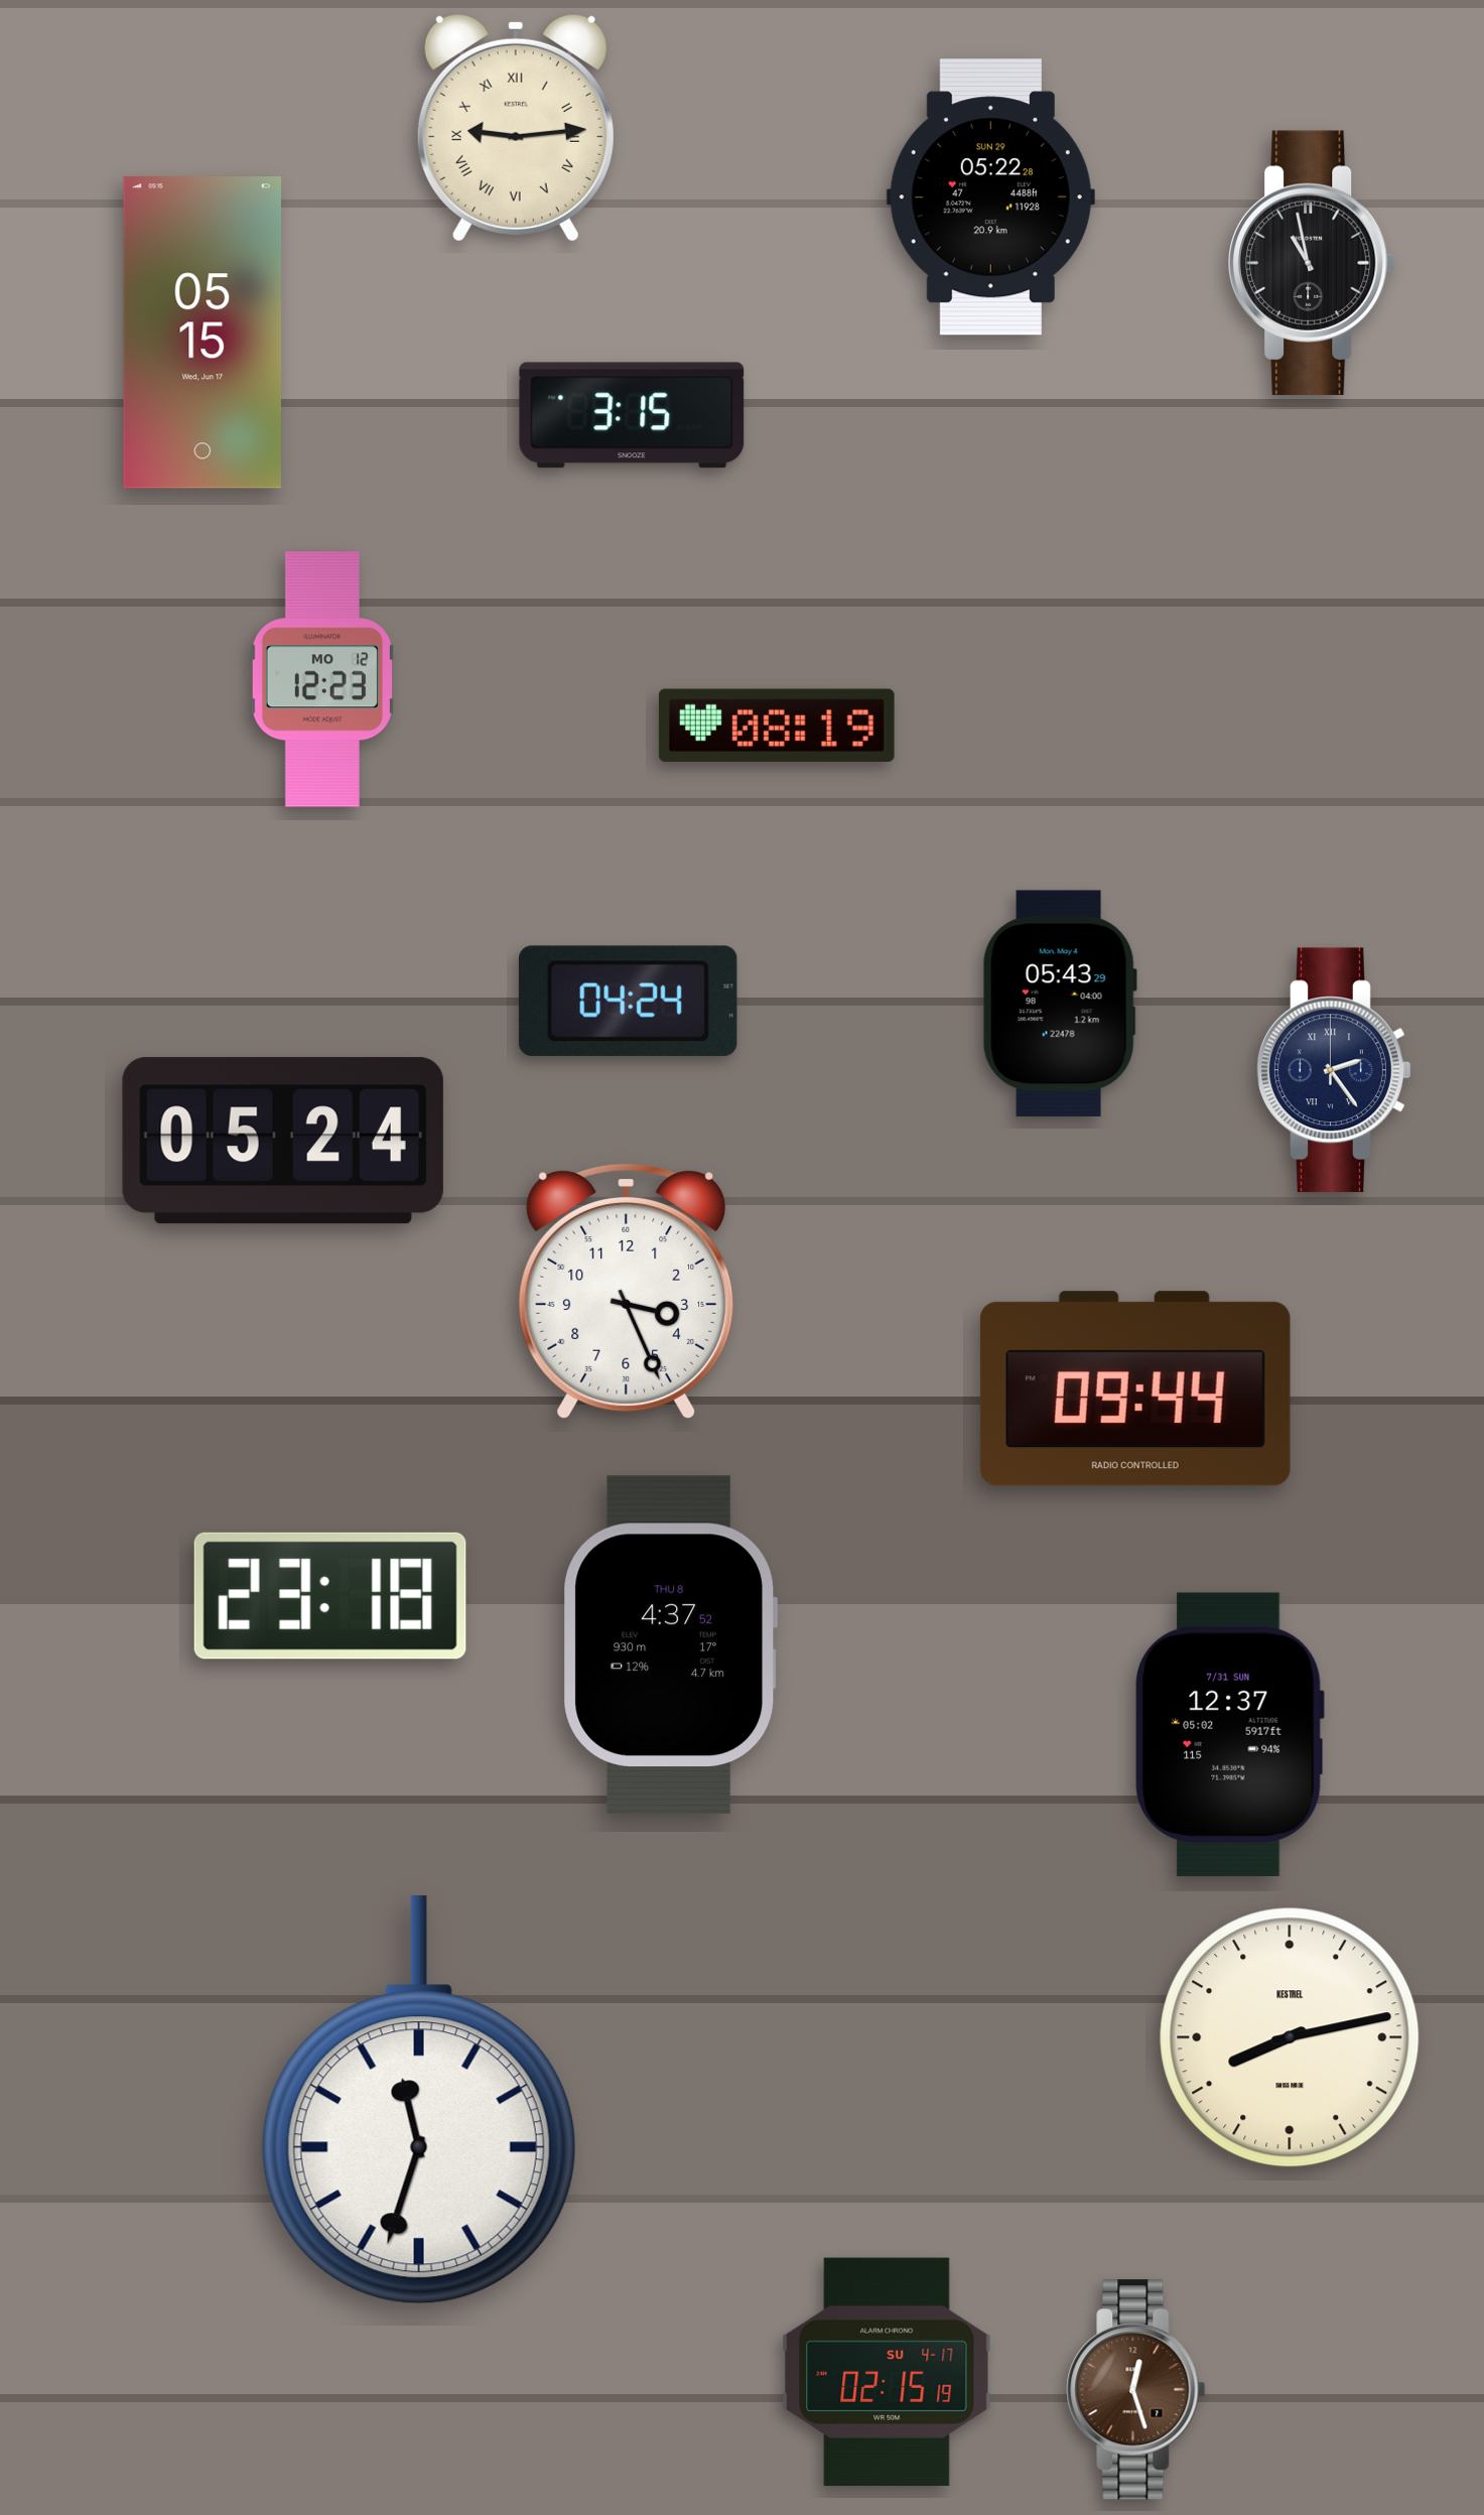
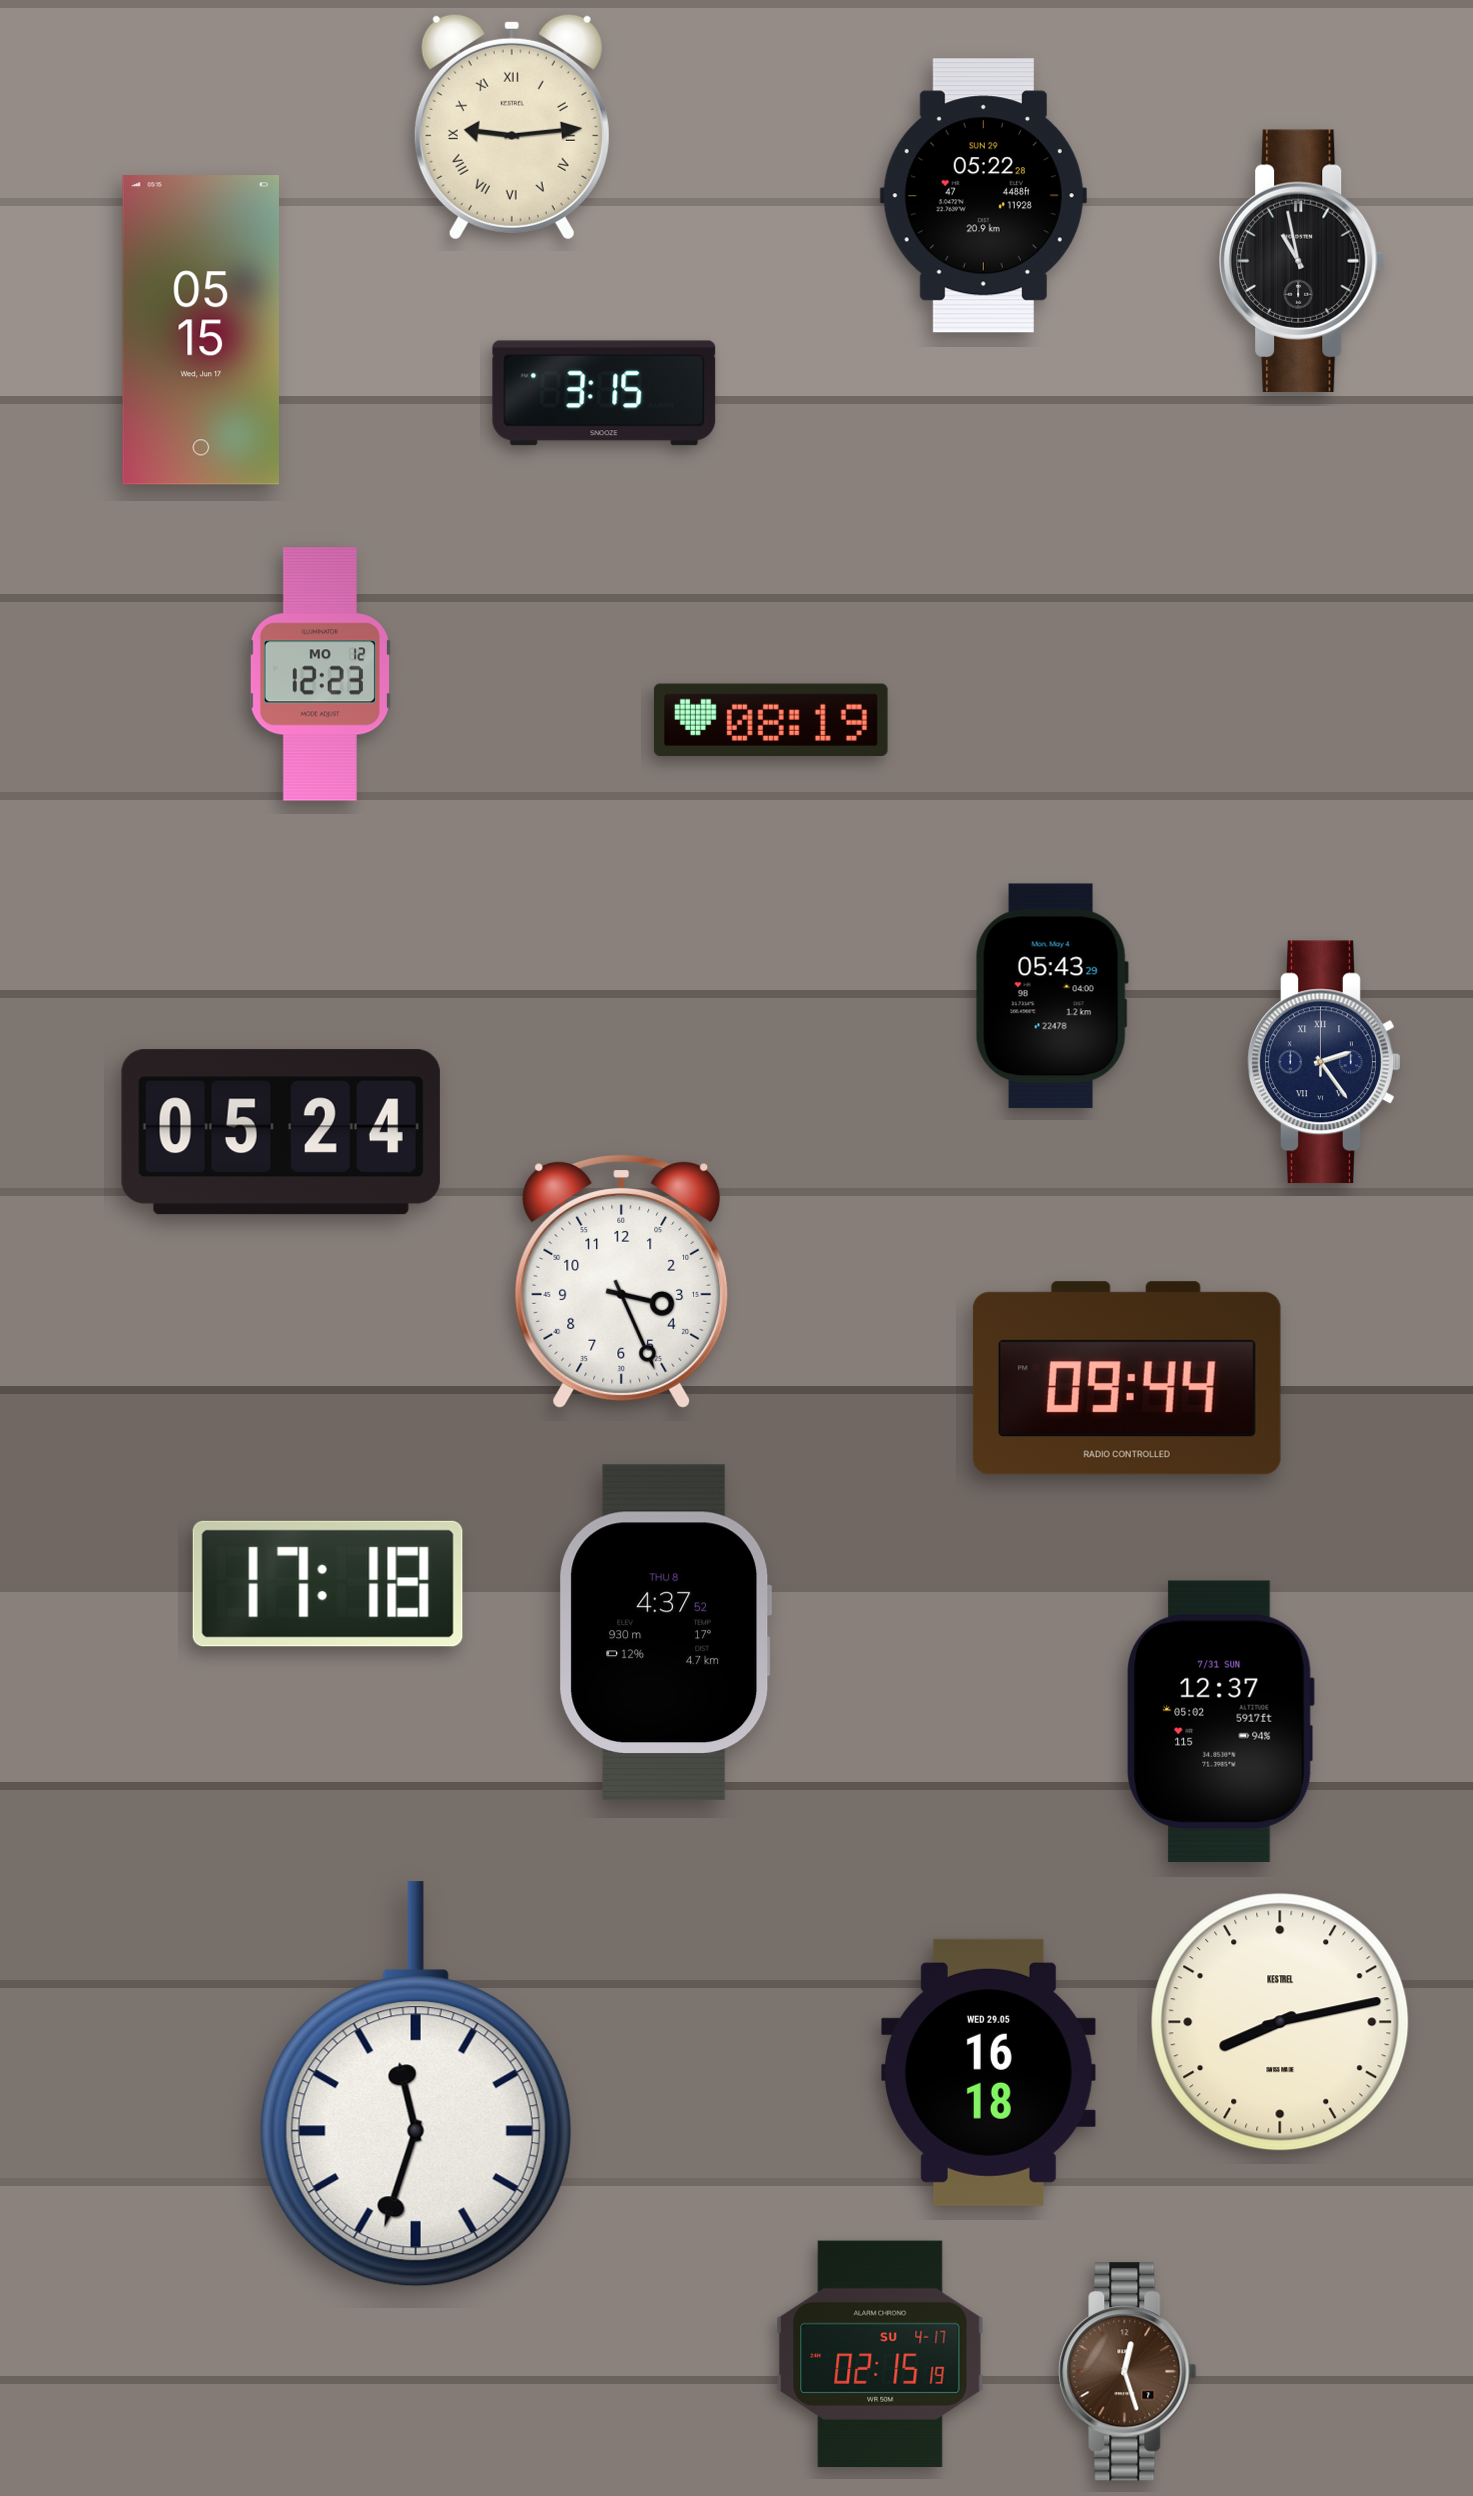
clock at (632, 415) position: (632, 415) -> (604, 393)
clock at (628, 1001): 04:24 -> none
clock at (330, 1596): 23:18 -> 17:18
clock at (988, 2072): none -> 16:18
